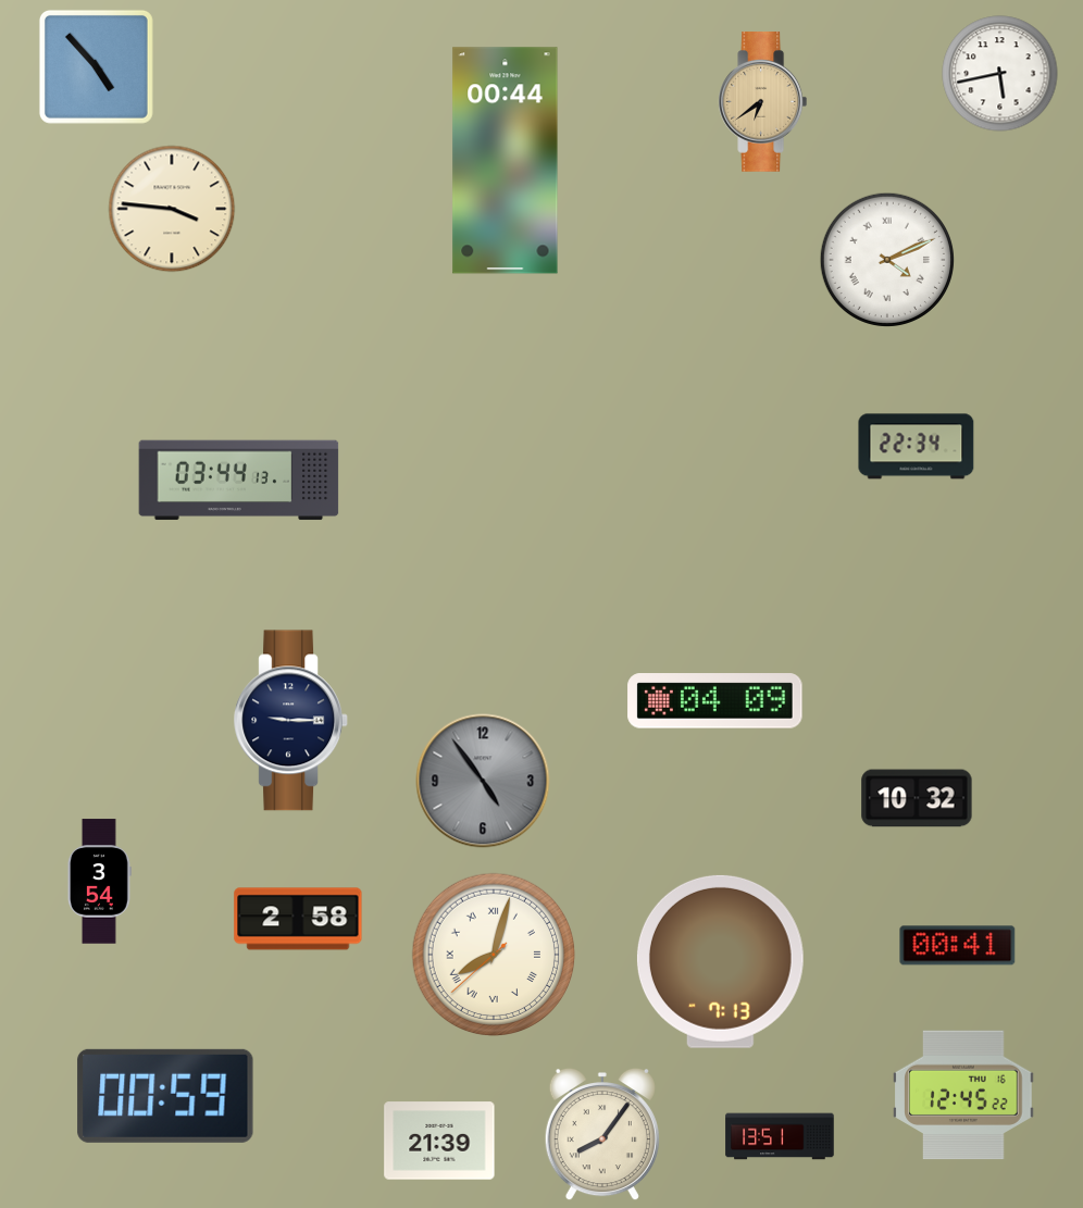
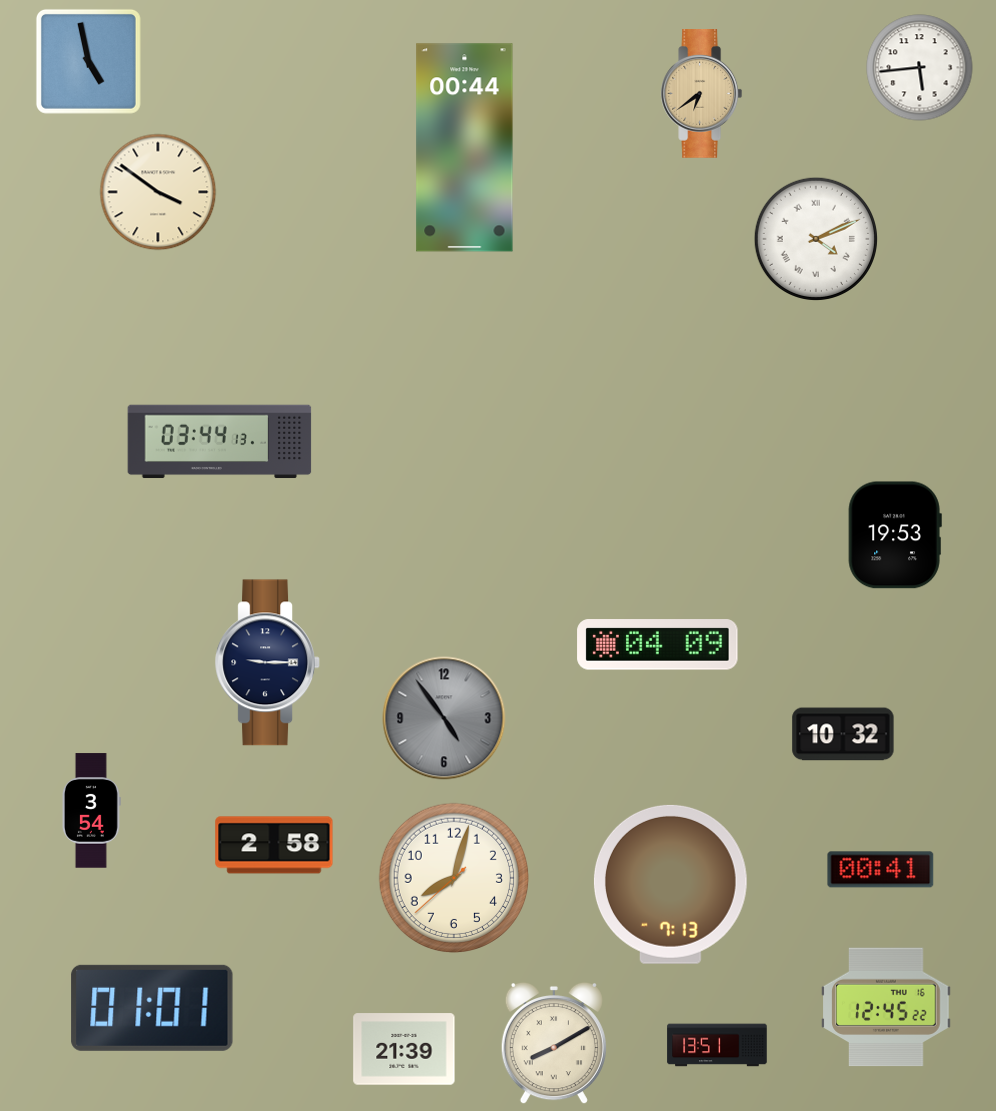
clock at (96, 66): 4:53 -> 4:58
clock at (1000, 74): 5:43 -> 5:44
clock at (172, 209): 3:46 -> 3:51
clock at (917, 447): 22:34 -> none
clock at (895, 535): none -> 19:53
clock at (493, 954) numerals: Roman -> Arabic
clock at (720, 961) position: (720, 961) -> (670, 884)
clock at (165, 1096): 00:59 -> 01:01
clock at (602, 1134): 8:06 -> 8:10
